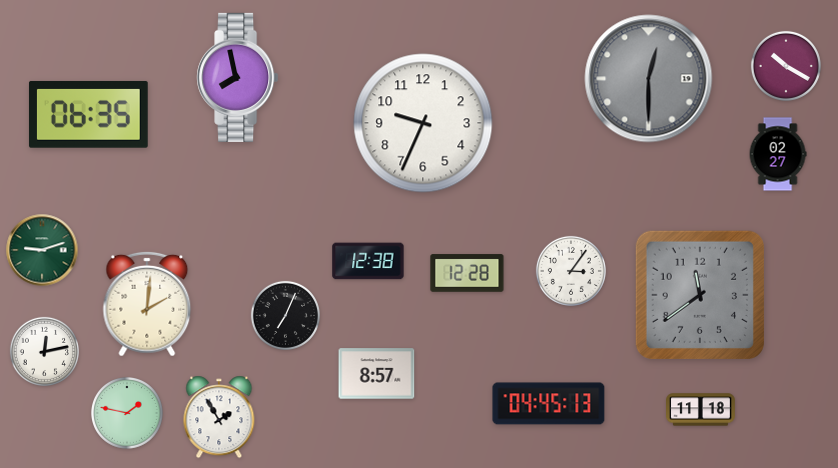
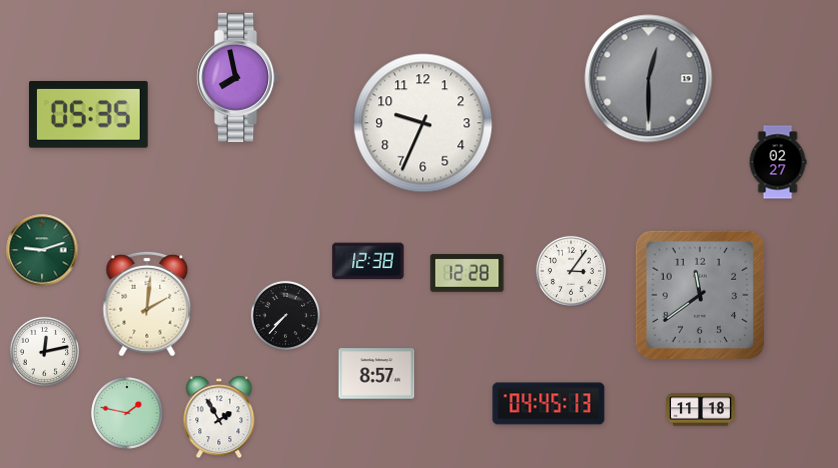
clock at (786, 66): 10:20 -> none
clock at (88, 115): 06:35 -> 05:35
clock at (778, 154) position: (778, 154) -> (778, 162)
clock at (285, 315): 7:04 -> 7:37
